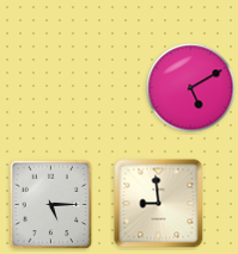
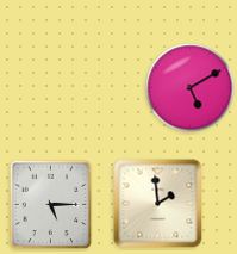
clock at (159, 204): 8:59 -> 1:59
